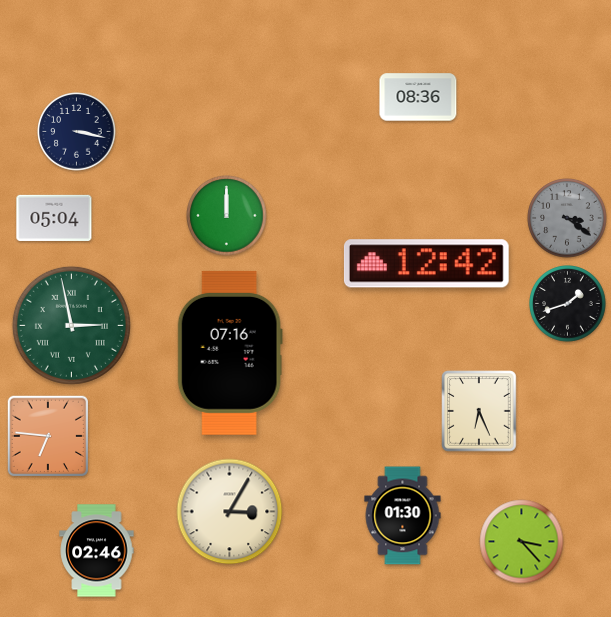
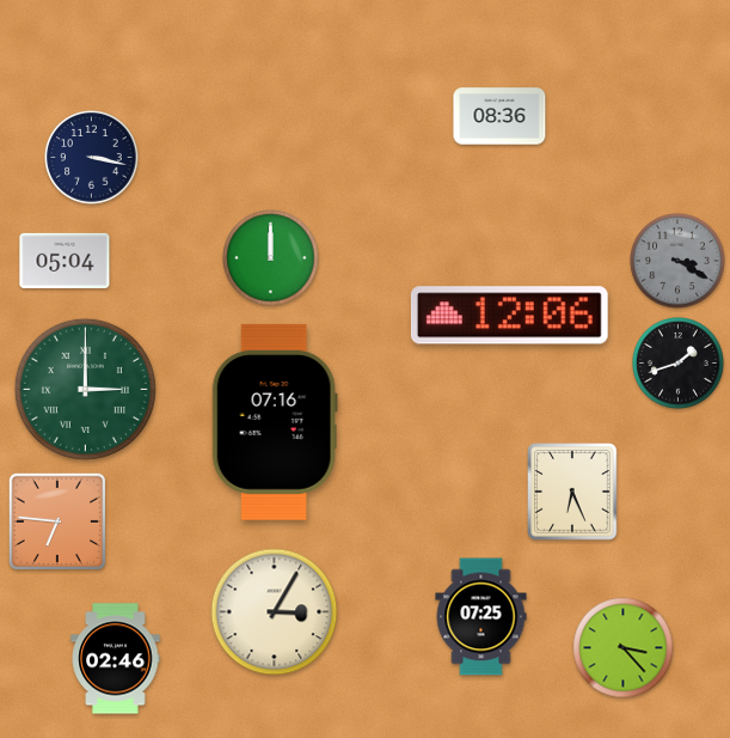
clock at (567, 218): 3:21 -> 3:20
clock at (426, 264): 12:42 -> 12:06
clock at (71, 325): 2:58 -> 3:00
clock at (403, 516): 01:30 -> 07:25
